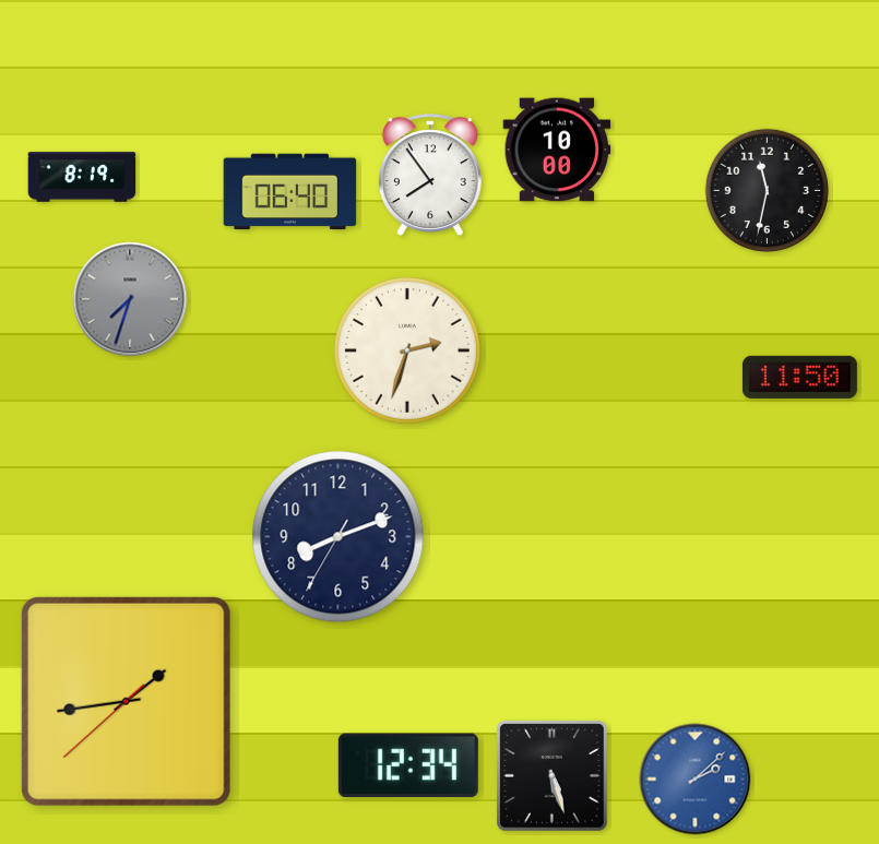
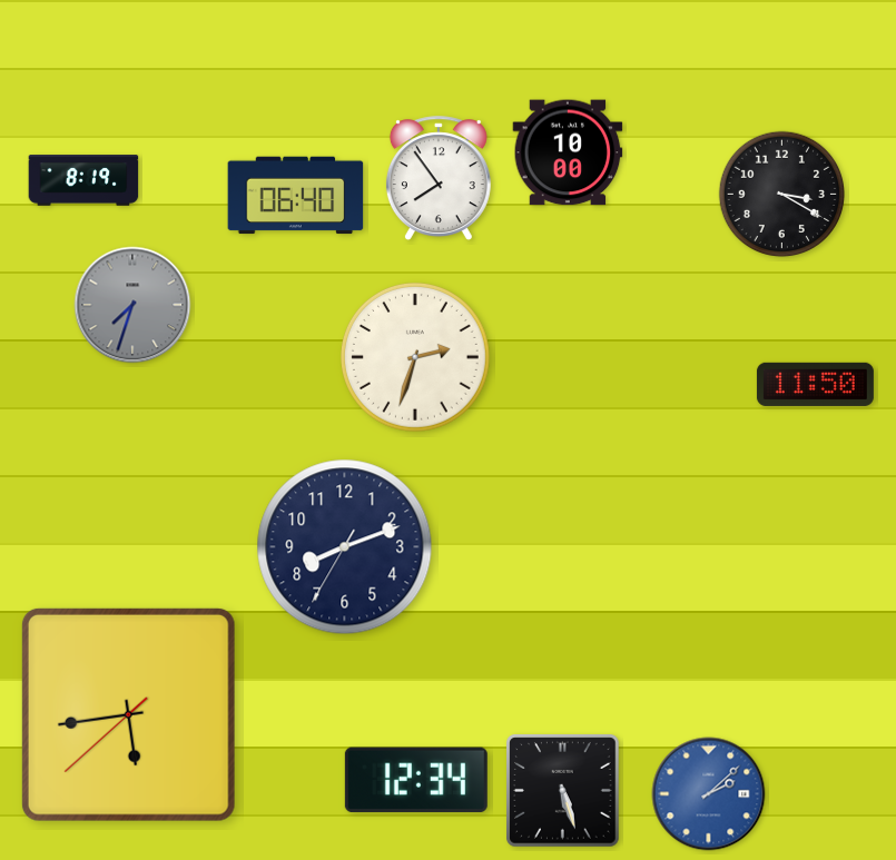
clock at (767, 190): 11:32 -> 3:20
clock at (126, 701): 1:43 -> 5:43
